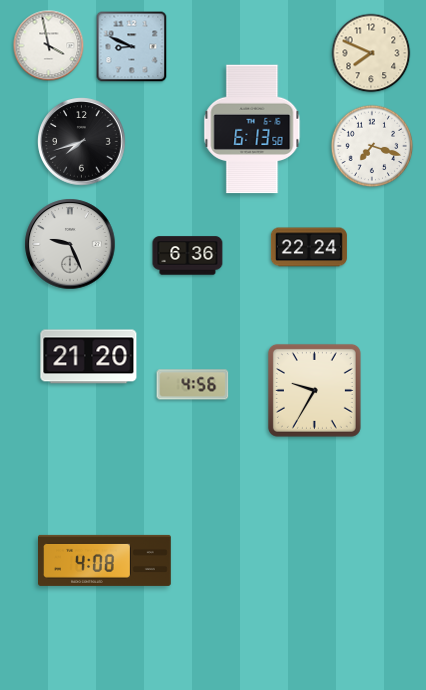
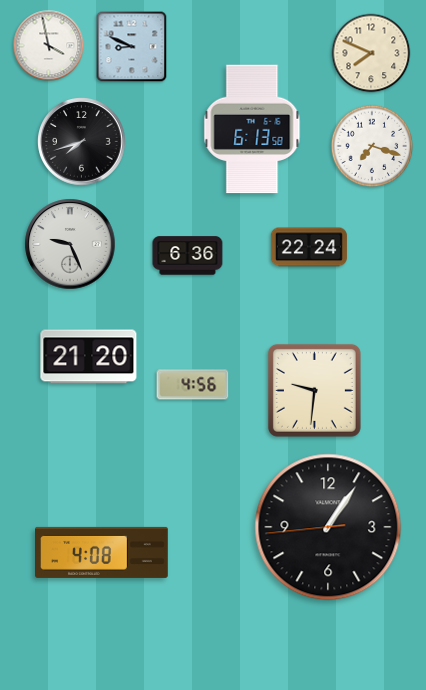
clock at (314, 390): 9:35 -> 9:31
clock at (328, 527): none -> 1:05
clock at (105, 560) position: (105, 560) -> (102, 552)
